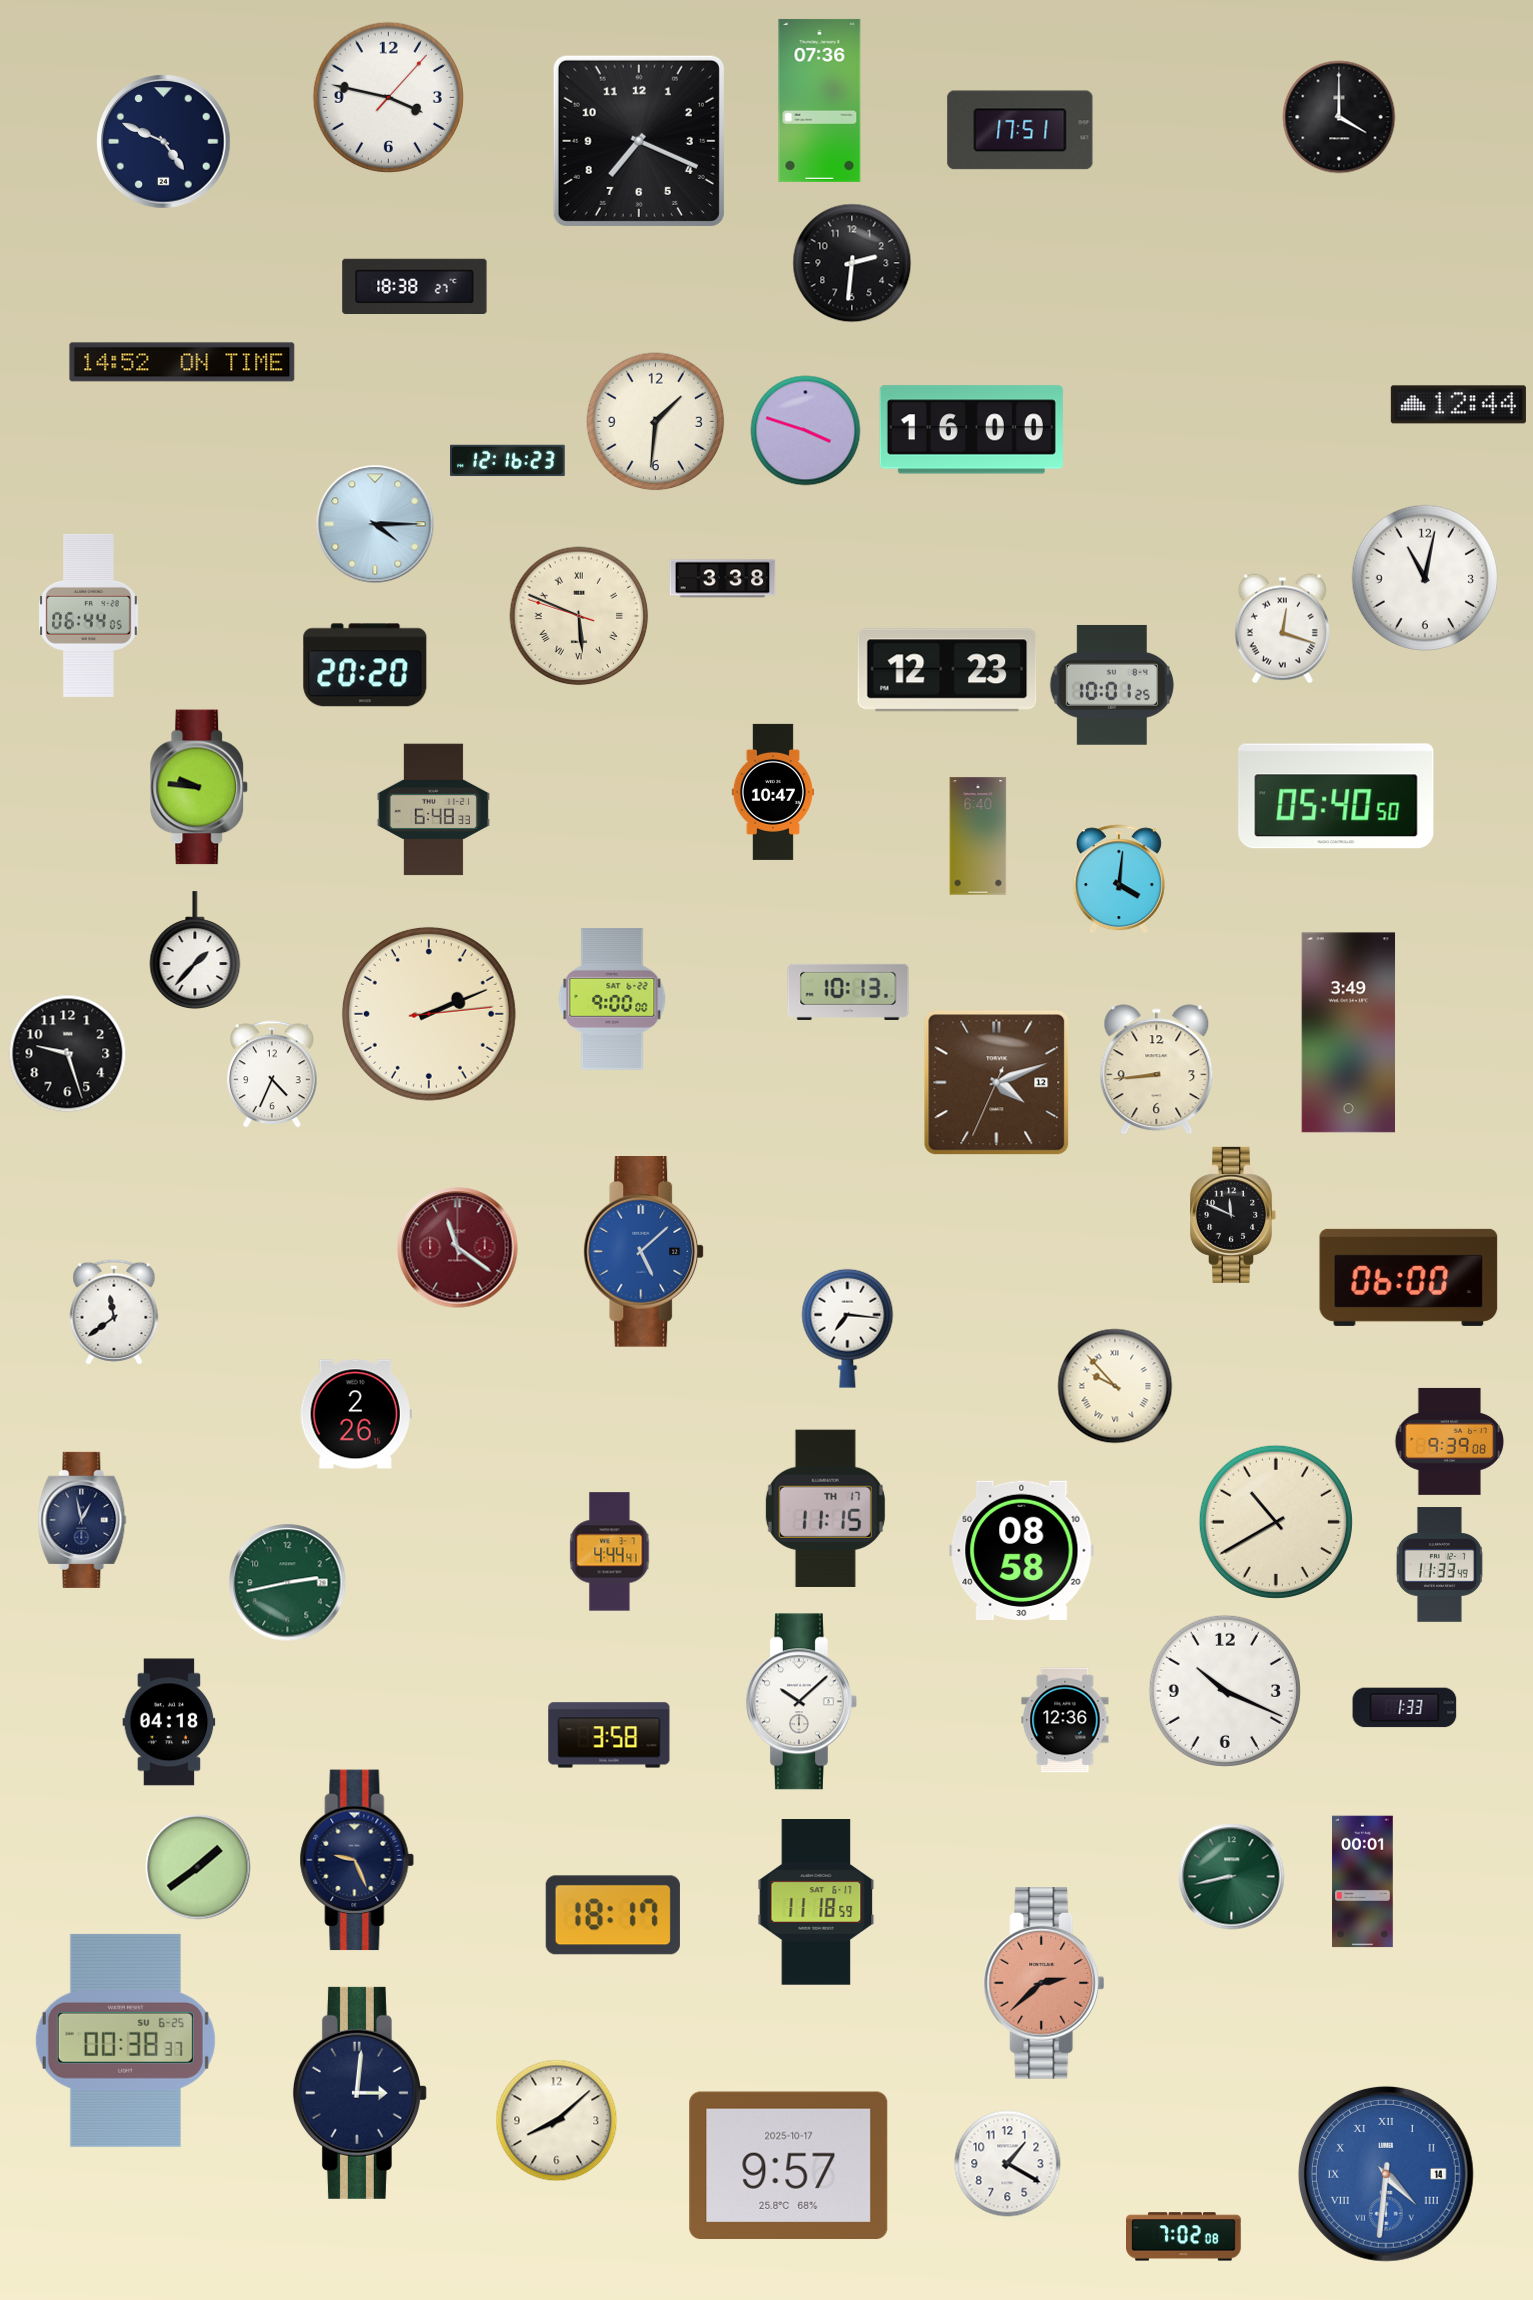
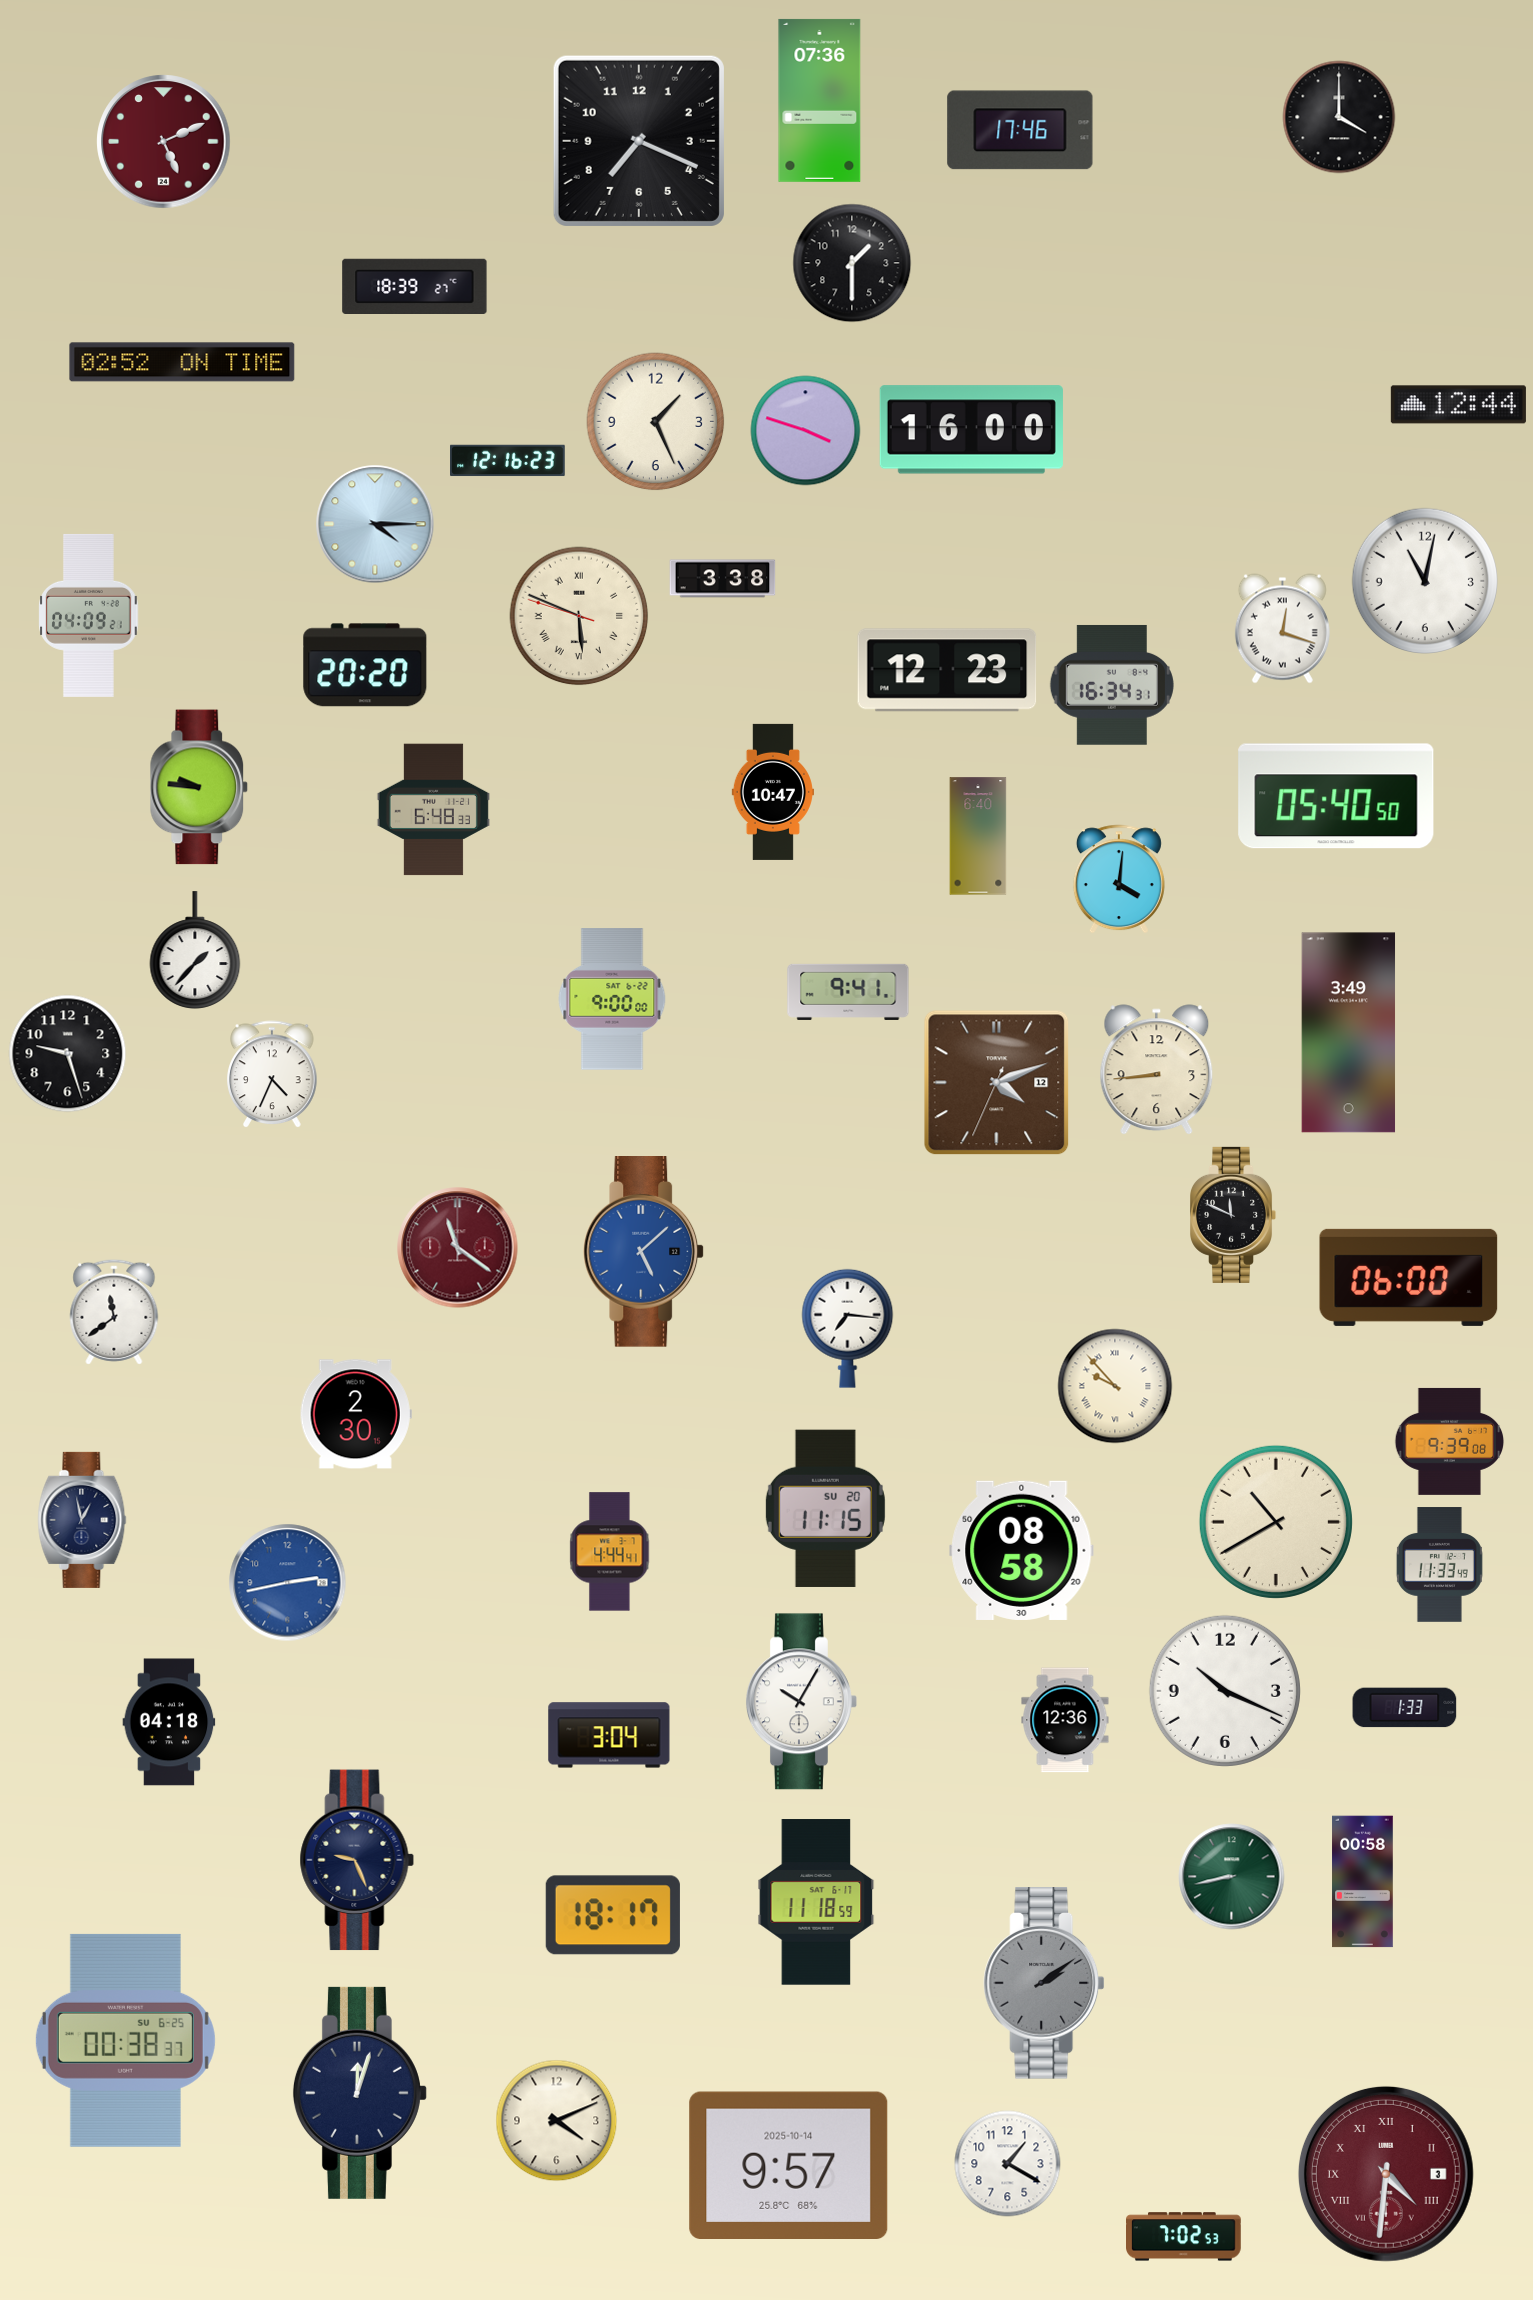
clock at (388, 97): 3:47 -> none
clock at (1020, 130): 17:51 -> 17:46
clock at (164, 142): 4:49 -> 5:11
clock at (164, 142) dial: navy -> burgundy
clock at (852, 263): 2:31 -> 1:30
clock at (415, 286): 18:38 -> 18:39
clock at (182, 362): 14:52 -> 02:52
clock at (656, 422): 1:31 -> 1:26
clock at (1424, 577) position: (1424, 577) -> (1424, 580)
clock at (89, 615): 06:44 -> 04:09
clock at (1112, 685): 10:01 -> 16:34
clock at (848, 992): 10:13 -> 9:41
clock at (429, 1014): 2:11 -> none
clock at (356, 1414): 2:26 -> 2:30
clock at (825, 1508) date: TH 17 -> SU 20
clock at (288, 1583) dial: green -> blue
clock at (801, 1702): 10:08 -> 10:05
clock at (609, 1735): 3:58 -> 3:04
clock at (198, 1867): 1:39 -> none
clock at (1363, 1882): 00:01 -> 00:58
clock at (1044, 1983): 2:38 -> 2:09
clock at (1044, 1983) dial: salmon -> grey
clock at (360, 2093): 3:01 -> 12:03
clock at (557, 2121): 8:08 -> 4:11
clock at (789, 2165) date: 2025-10-17 -> 2025-10-14
clock at (1386, 2174) date: 14 -> 3
clock at (1386, 2174) dial: blue -> burgundy
clock at (1184, 2237): 7:02:08 -> 7:02:53
